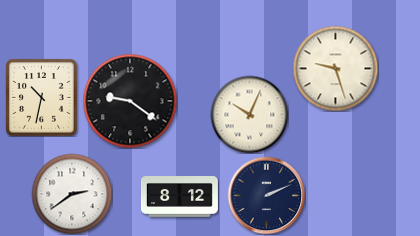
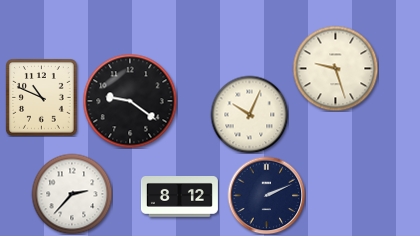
clock at (42, 97): 10:32 -> 10:49
clock at (72, 194): 2:39 -> 2:37
